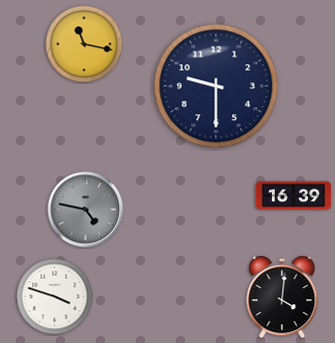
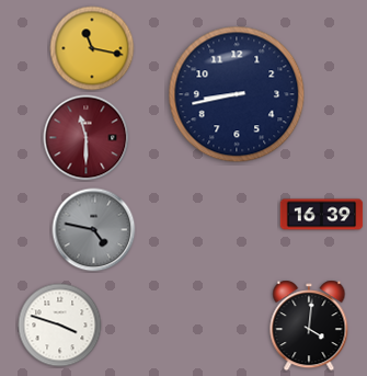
clock at (216, 86): 9:30 -> 8:43
clock at (87, 138): none -> 11:30
